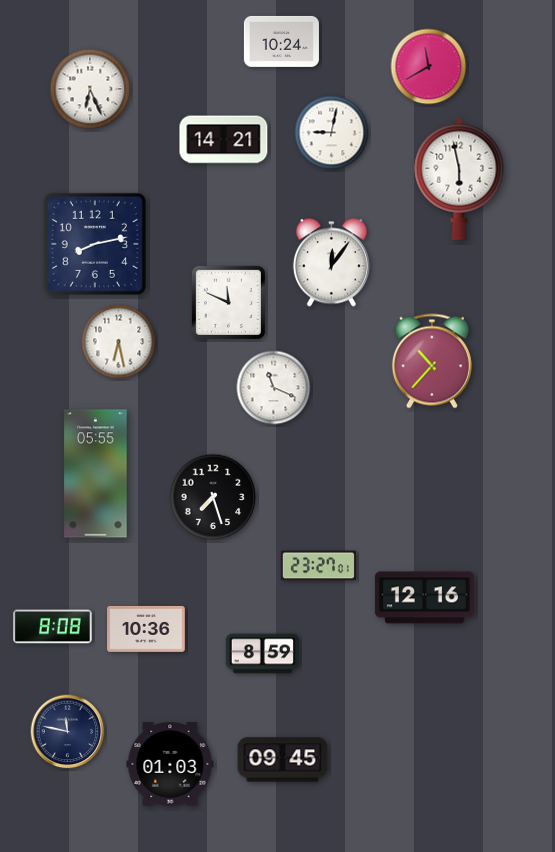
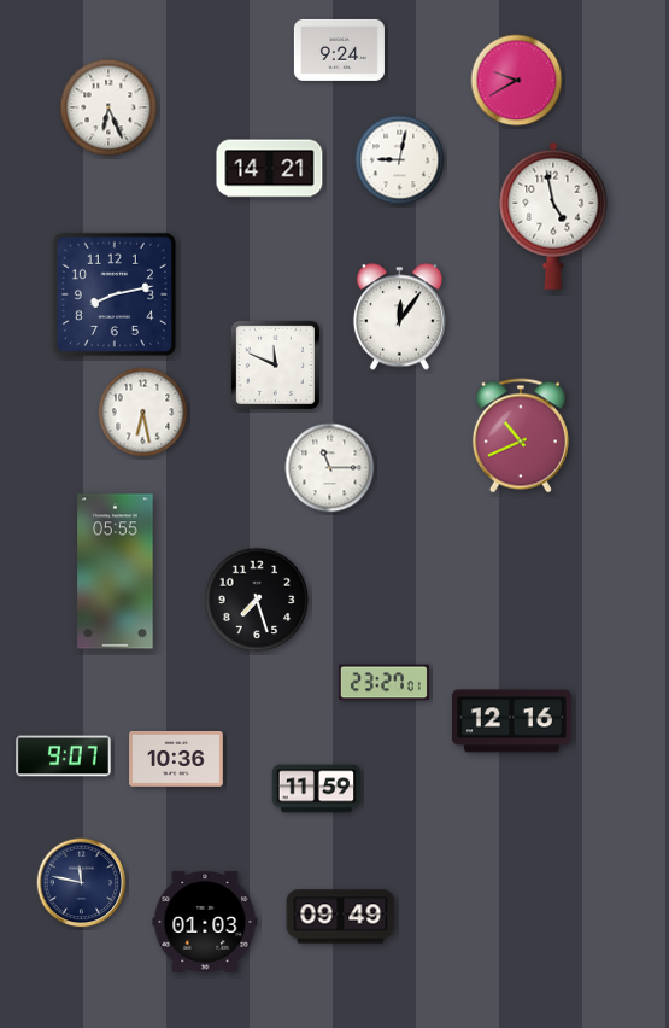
clock at (281, 41): 10:24 -> 9:24
clock at (429, 67): 11:40 -> 9:40
clock at (459, 179): 5:58 -> 4:58
clock at (432, 361): 10:37 -> 10:41
clock at (274, 388): 11:19 -> 11:15
clock at (53, 627): 8:08 -> 9:07
clock at (263, 654): 8:59 -> 11:59
clock at (283, 760): 09:45 -> 09:49
